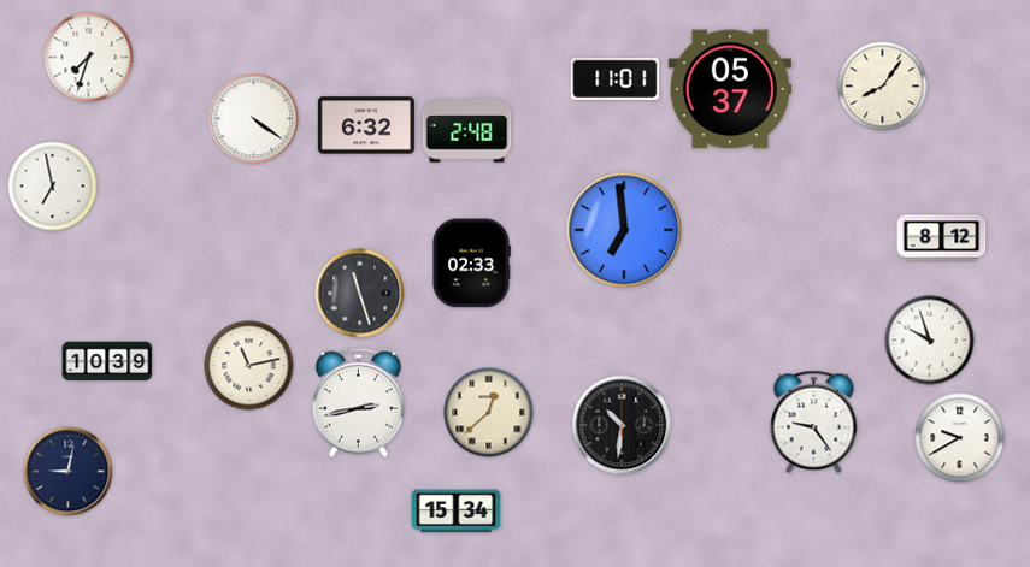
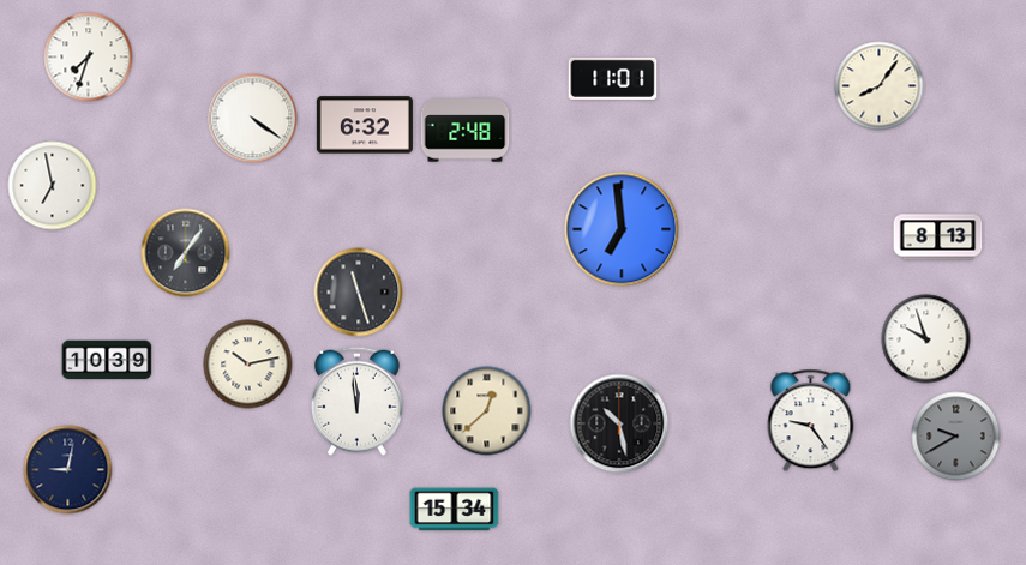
clock at (730, 89): 05:37 -> none
clock at (942, 238): 8:12 -> 8:13
clock at (186, 253): none -> 7:06
clock at (471, 264): 02:33 -> none
clock at (249, 366): 11:13 -> 10:13
clock at (358, 402): 2:43 -> 11:59
clock at (622, 425): 10:31 -> 10:28
clock at (960, 438) dial: white -> grey
